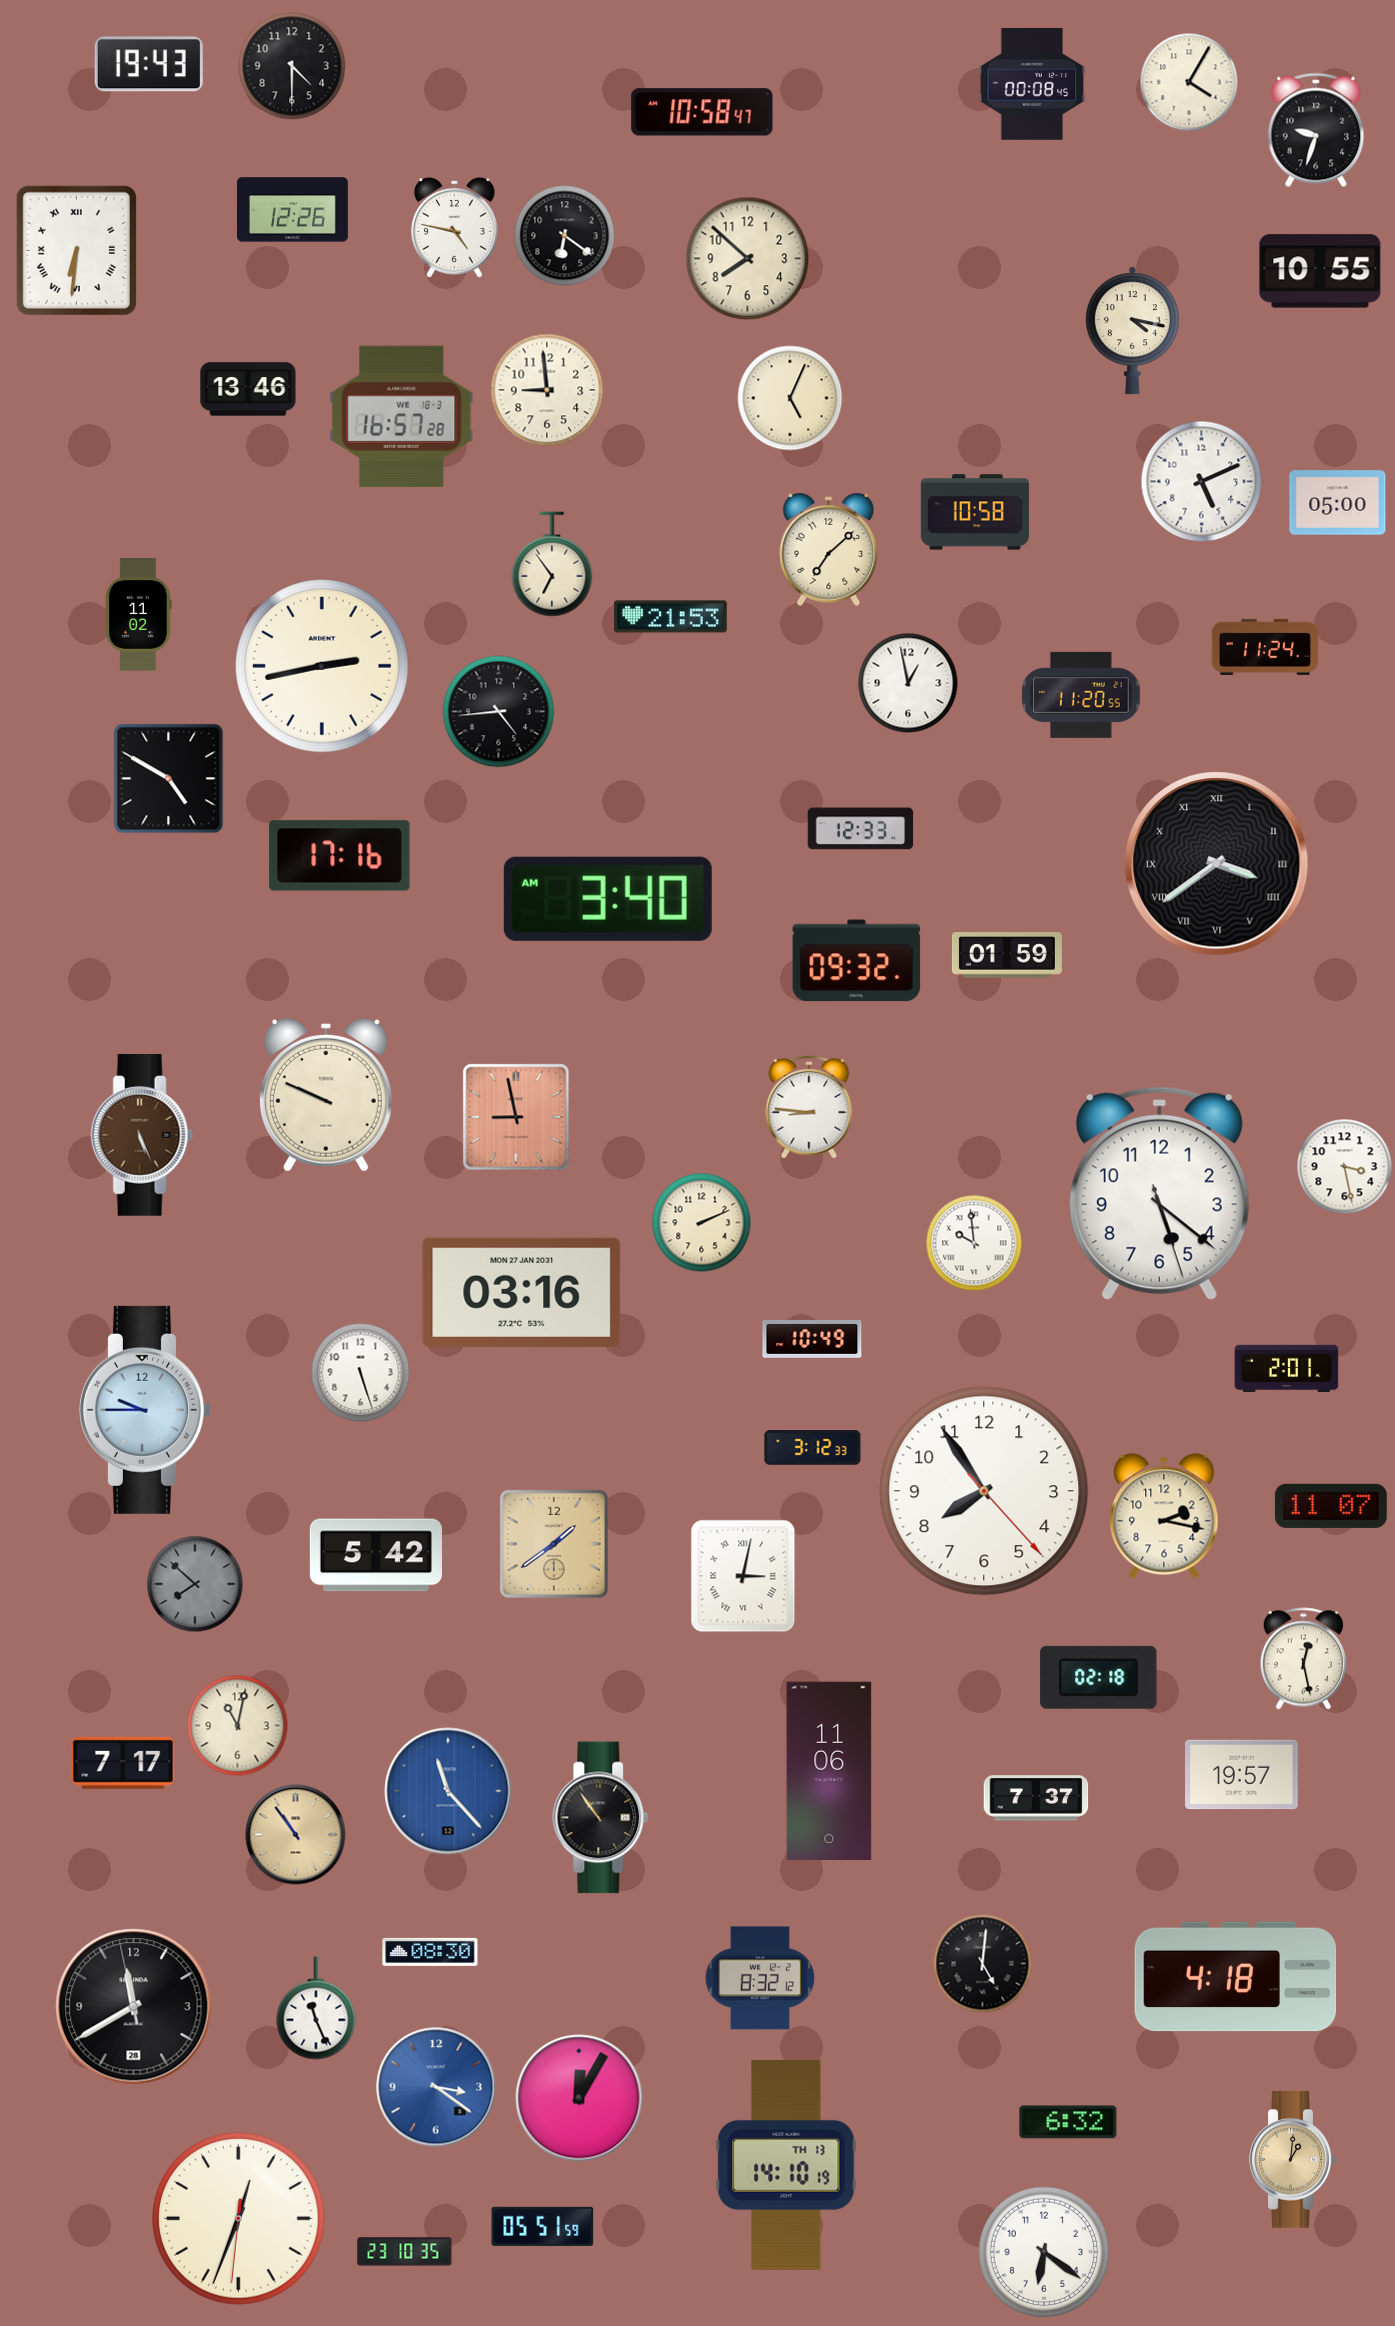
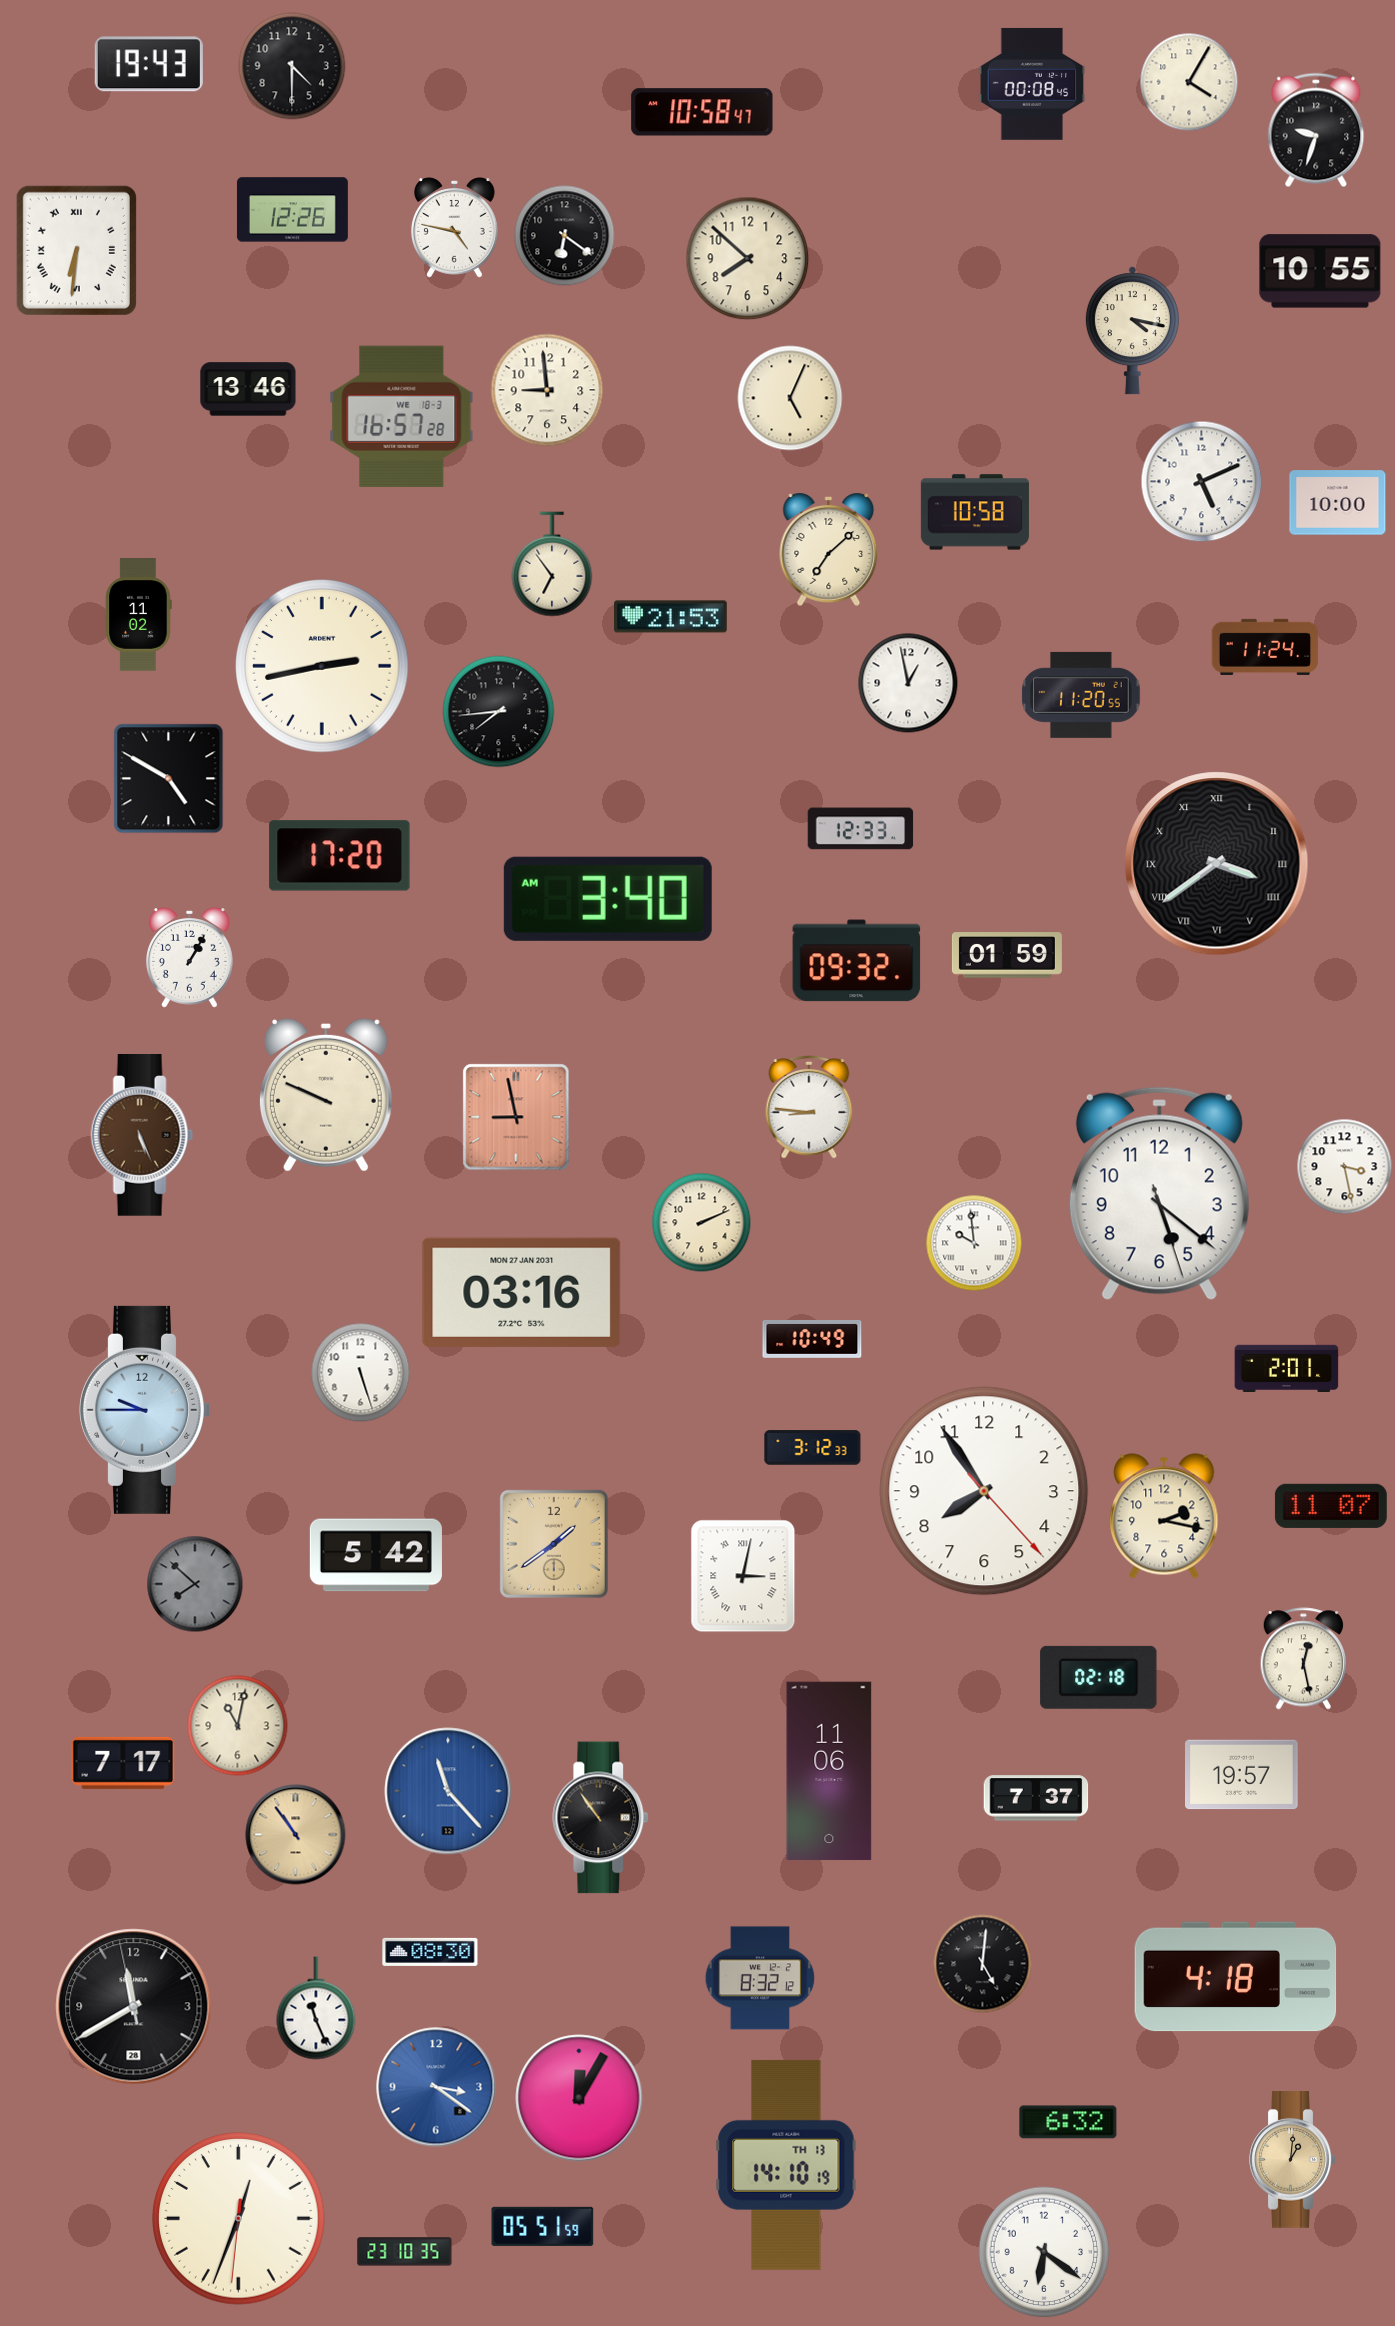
clock at (1338, 503): 05:00 -> 10:00
clock at (499, 712): 4:44 -> 7:44
clock at (340, 856): 17:16 -> 17:20
clock at (190, 958): none -> 1:05
